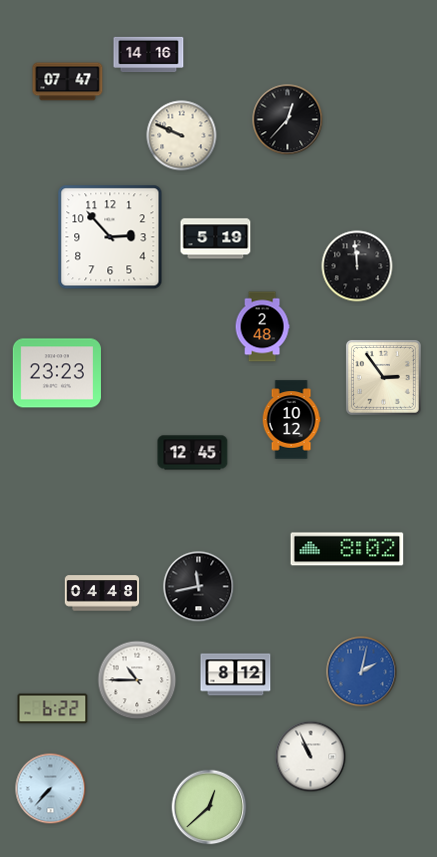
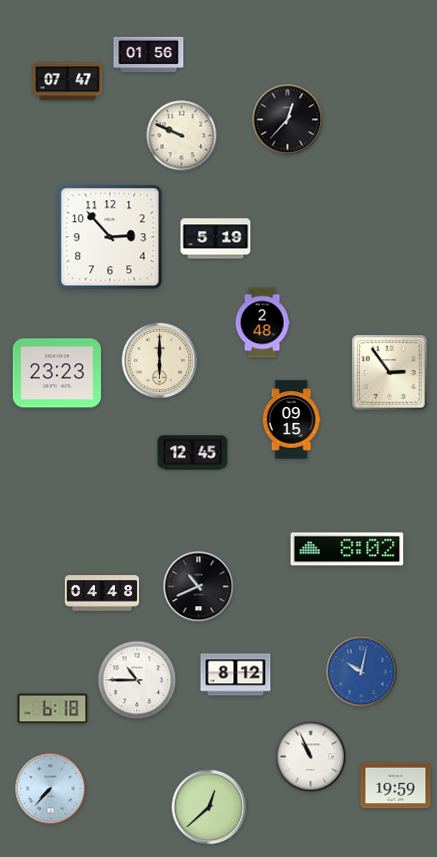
clock at (149, 55): 14:16 -> 01:56
clock at (357, 266): 11:59 -> none
clock at (262, 327) position: (262, 327) -> (262, 323)
clock at (160, 361): none -> 6:00
clock at (384, 378) position: (384, 378) -> (390, 373)
clock at (291, 420): 10:12 -> 09:15
clock at (199, 587): 11:43 -> 10:41
clock at (362, 672): 2:02 -> 10:02
clock at (53, 709): 6:22 -> 6:18
clock at (396, 786): none -> 19:59
